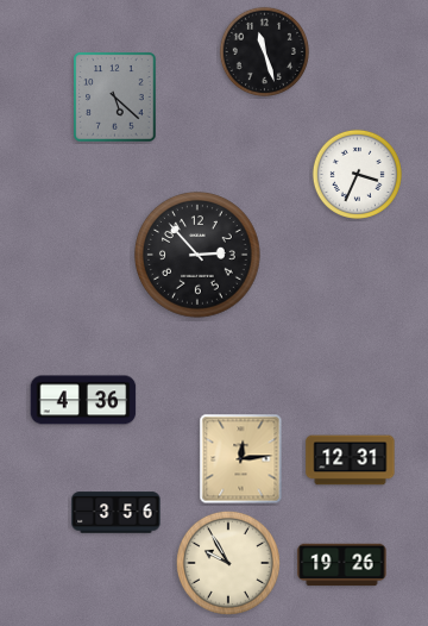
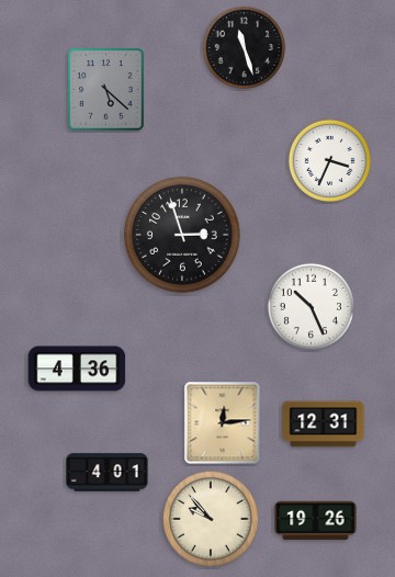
clock at (199, 256): 2:53 -> 2:57
clock at (311, 306): none -> 10:26
clock at (117, 513): 3:56 -> 4:01
clock at (228, 563): 9:55 -> 9:53
